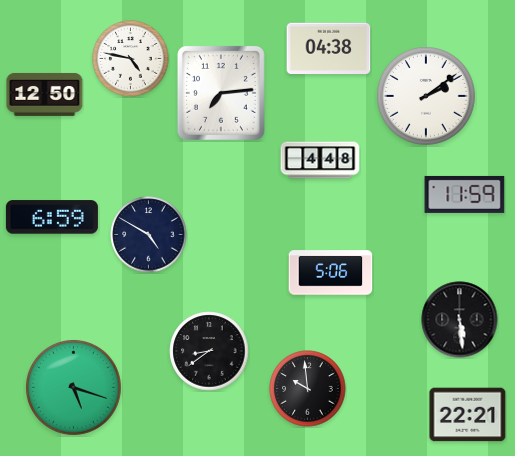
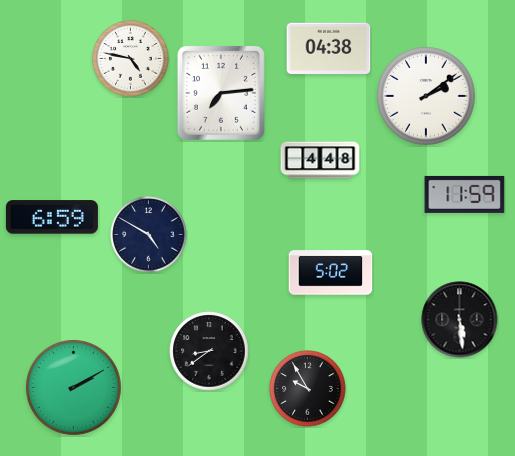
clock at (45, 94): 12:50 -> none
clock at (331, 273): 5:06 -> 5:02
clock at (74, 388): 5:18 -> 2:10
clock at (308, 389): 9:59 -> 9:55
clock at (468, 415): 22:21 -> none
